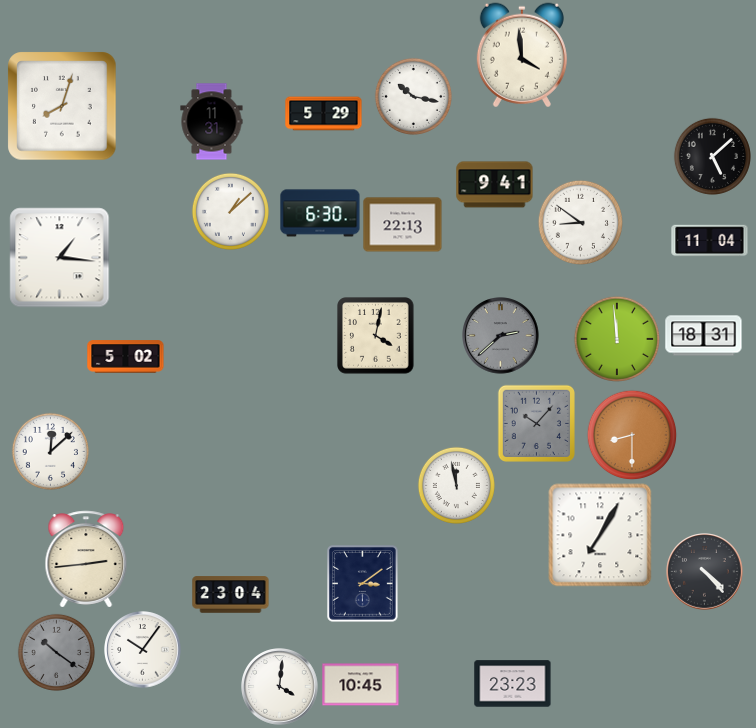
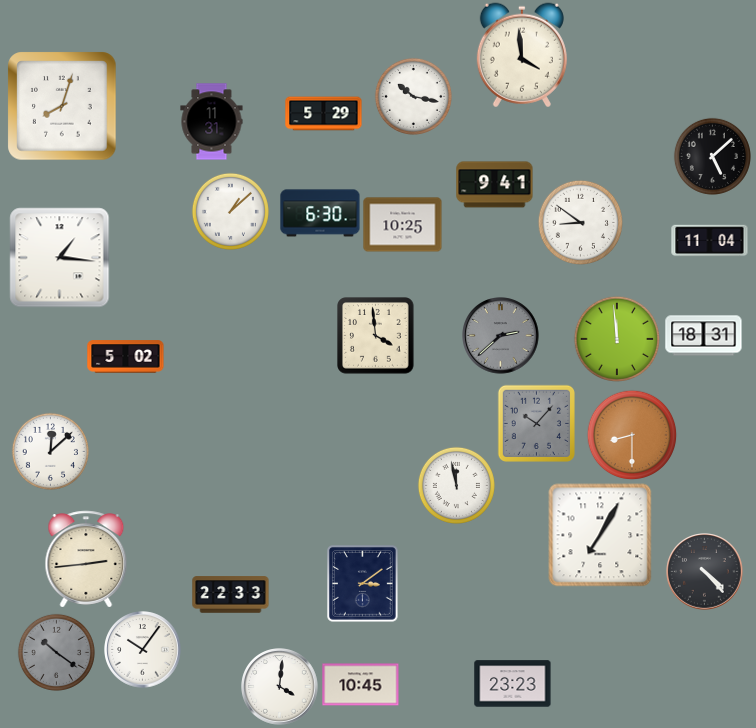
clock at (403, 225): 22:13 -> 10:25
clock at (376, 336): 4:02 -> 3:59
clock at (231, 595): 23:04 -> 22:33
